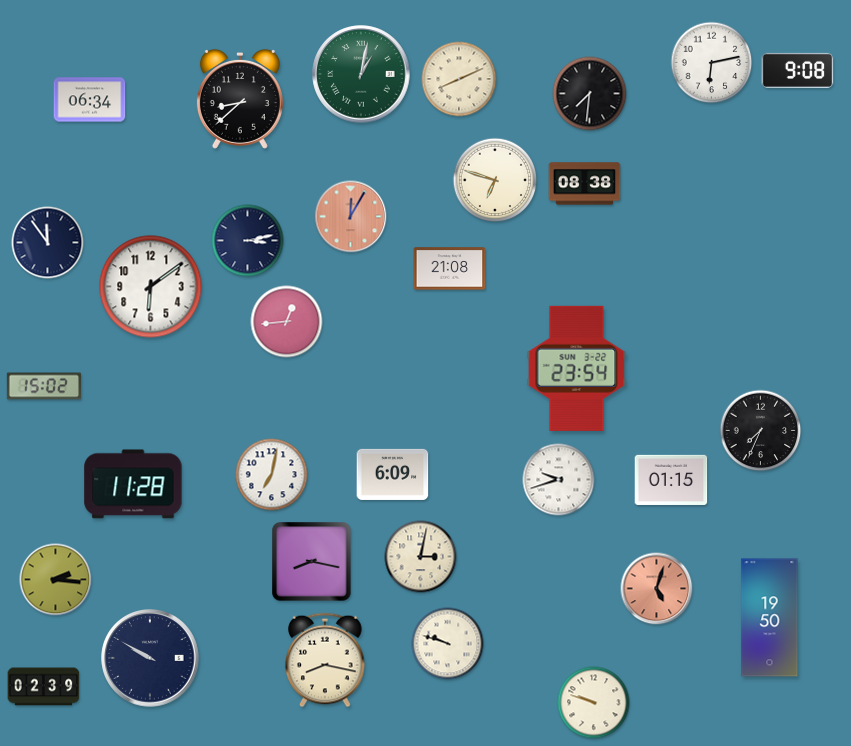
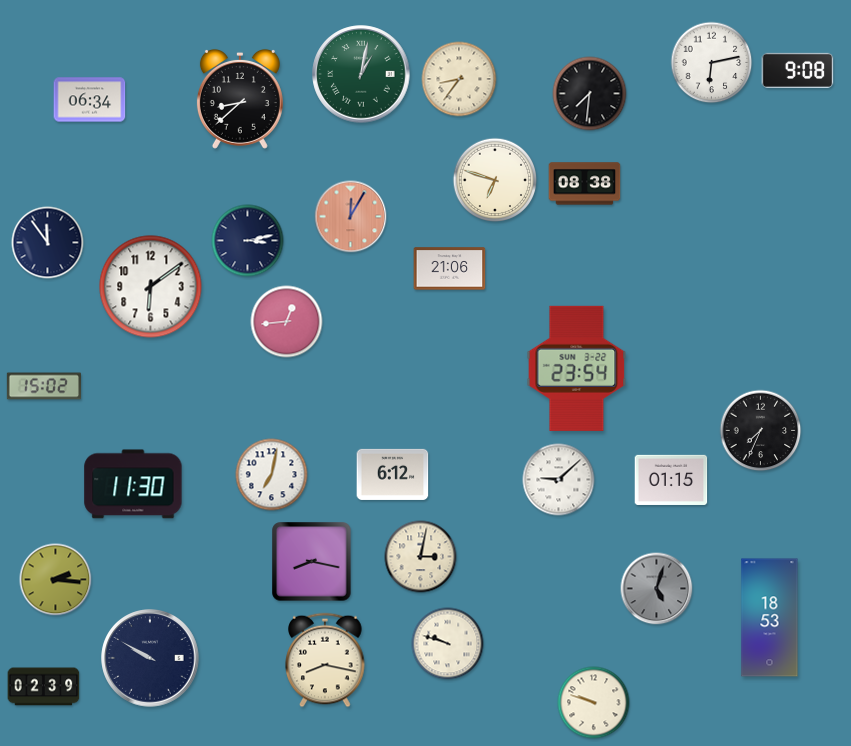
clock at (459, 79): 8:11 -> 8:36
clock at (450, 269): 21:08 -> 21:06
clock at (393, 474): 6:09 -> 6:12
clock at (559, 480): 9:42 -> 9:08
clock at (133, 484): 11:28 -> 11:30
clock at (657, 589) dial: salmon -> grey
clock at (770, 618): 19:50 -> 18:53
